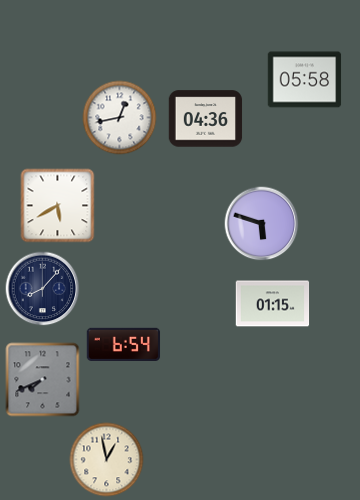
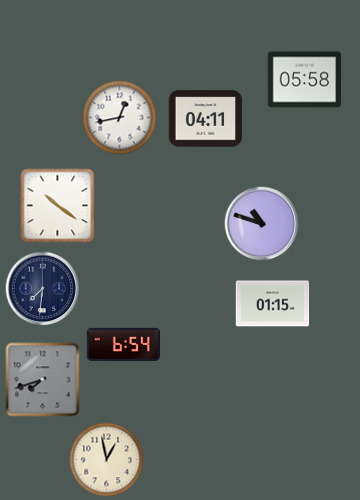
clock at (206, 119): 04:36 -> 04:11
clock at (58, 206): 5:40 -> 10:21
clock at (262, 224): 5:48 -> 10:48
clock at (43, 289): 8:07 -> 7:31
clock at (43, 380): 7:41 -> 7:42
